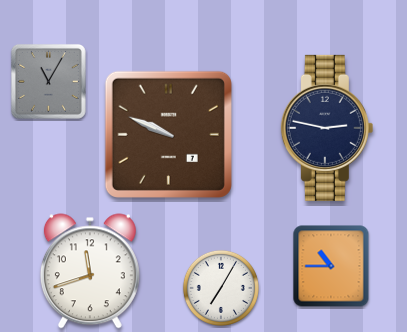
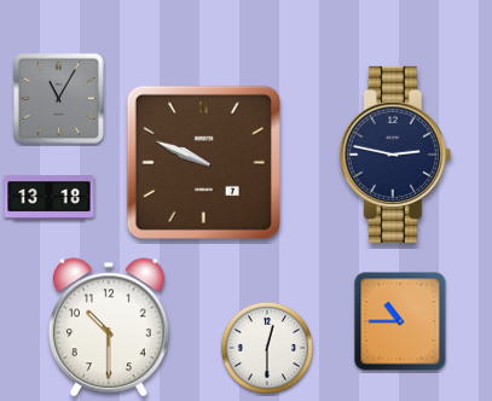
clock at (50, 198): none -> 13:18
clock at (90, 271): 11:42 -> 10:30
clock at (221, 288): 7:05 -> 12:30
